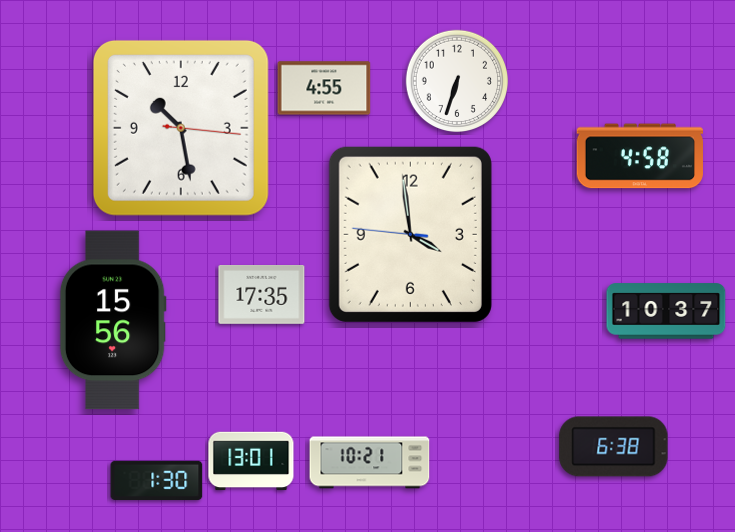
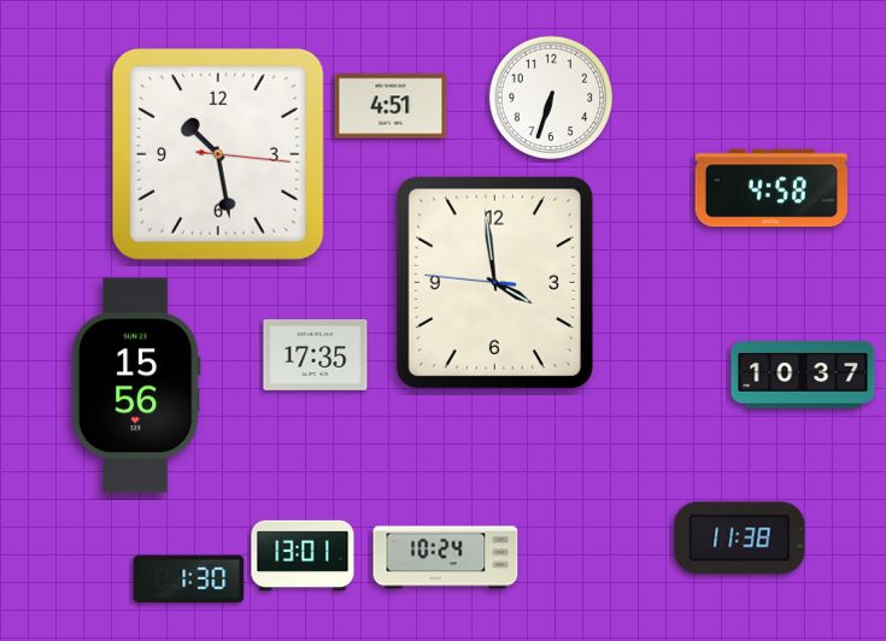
clock at (324, 88): 4:55 -> 4:51
clock at (614, 447): 6:38 -> 11:38
clock at (370, 463): 10:21 -> 10:24
